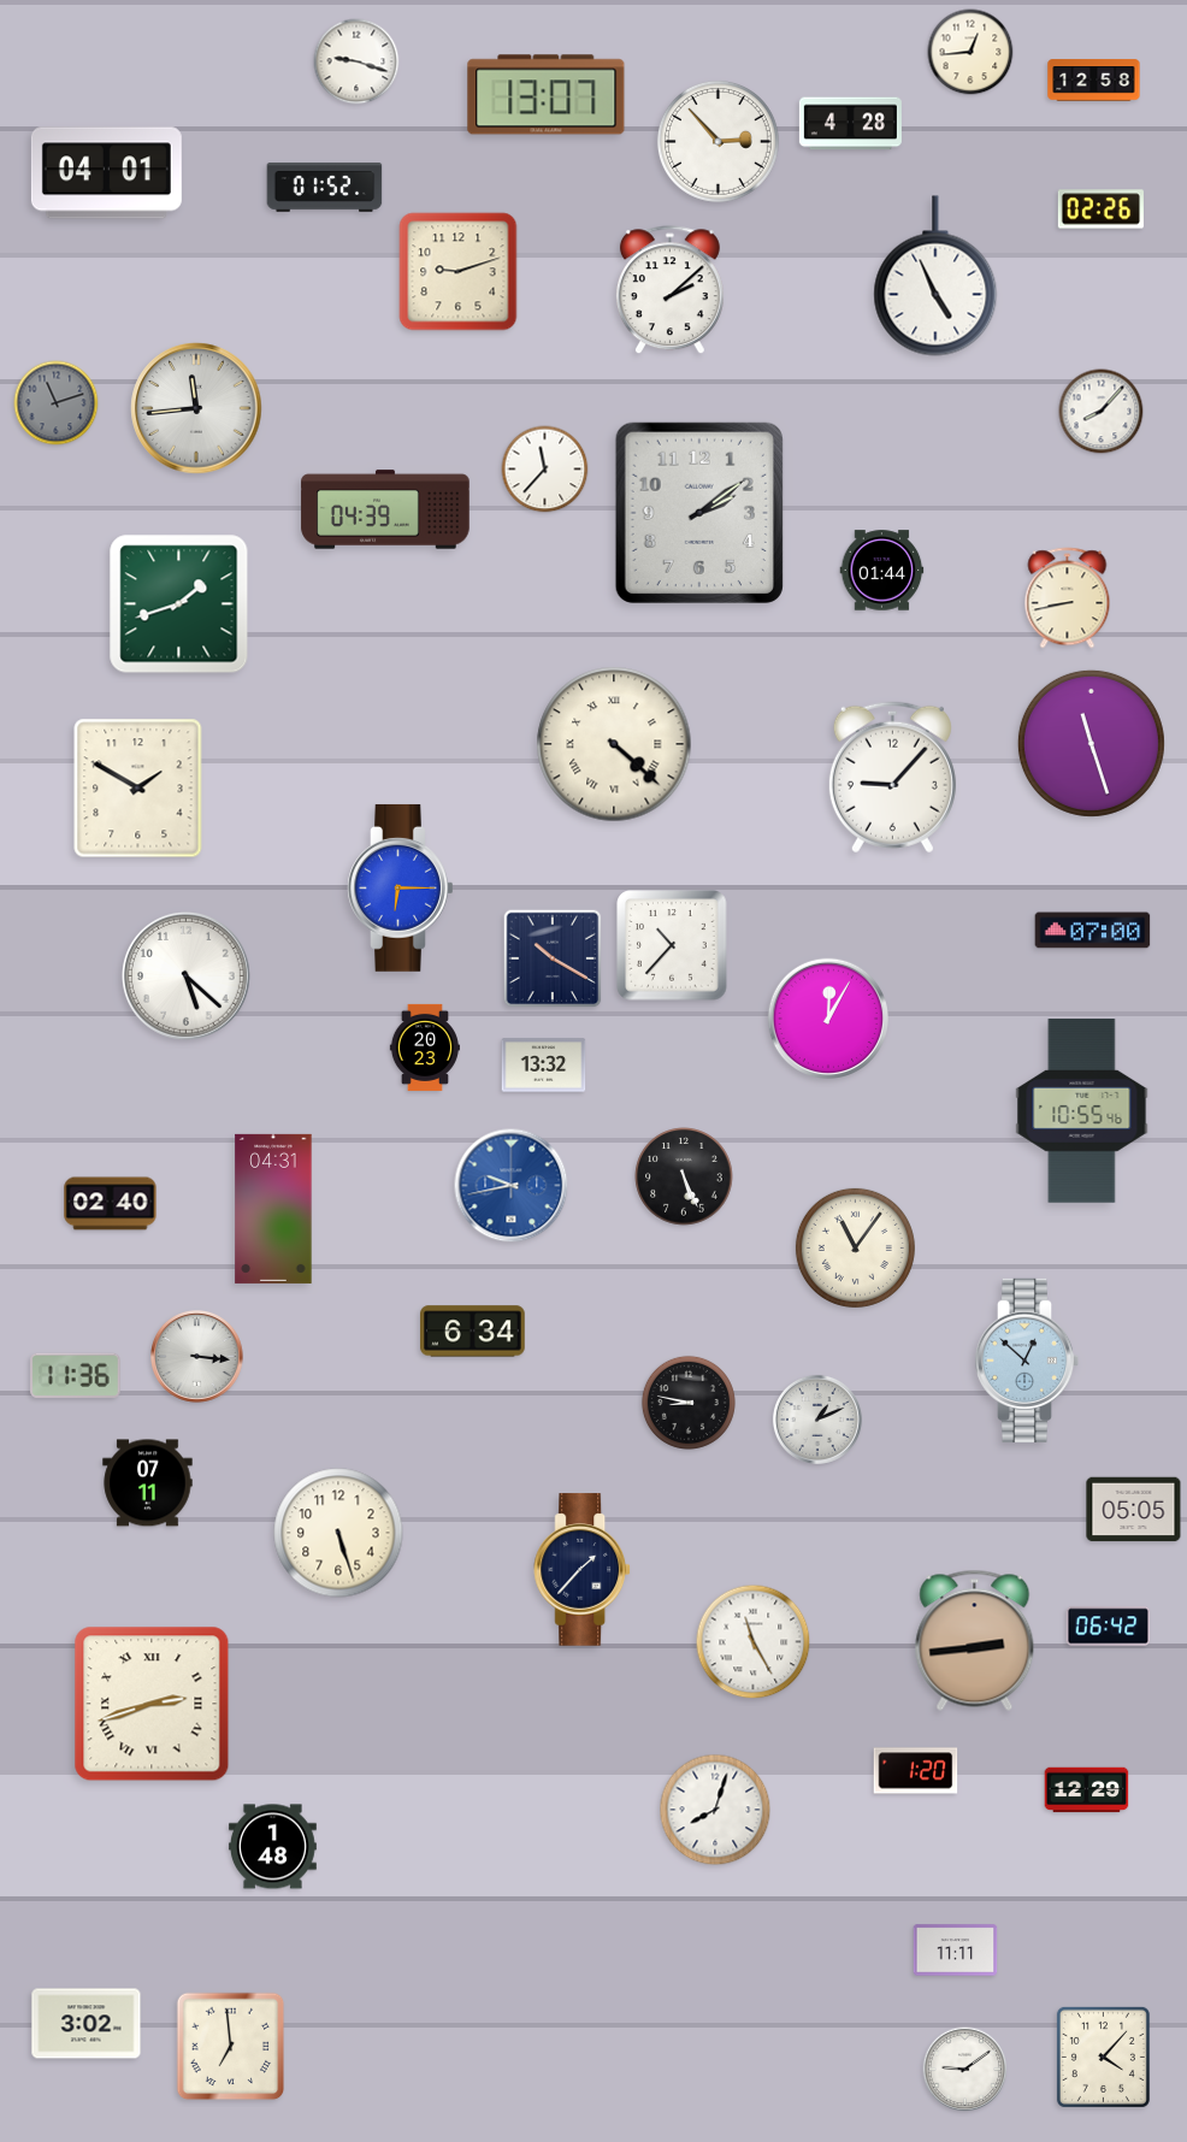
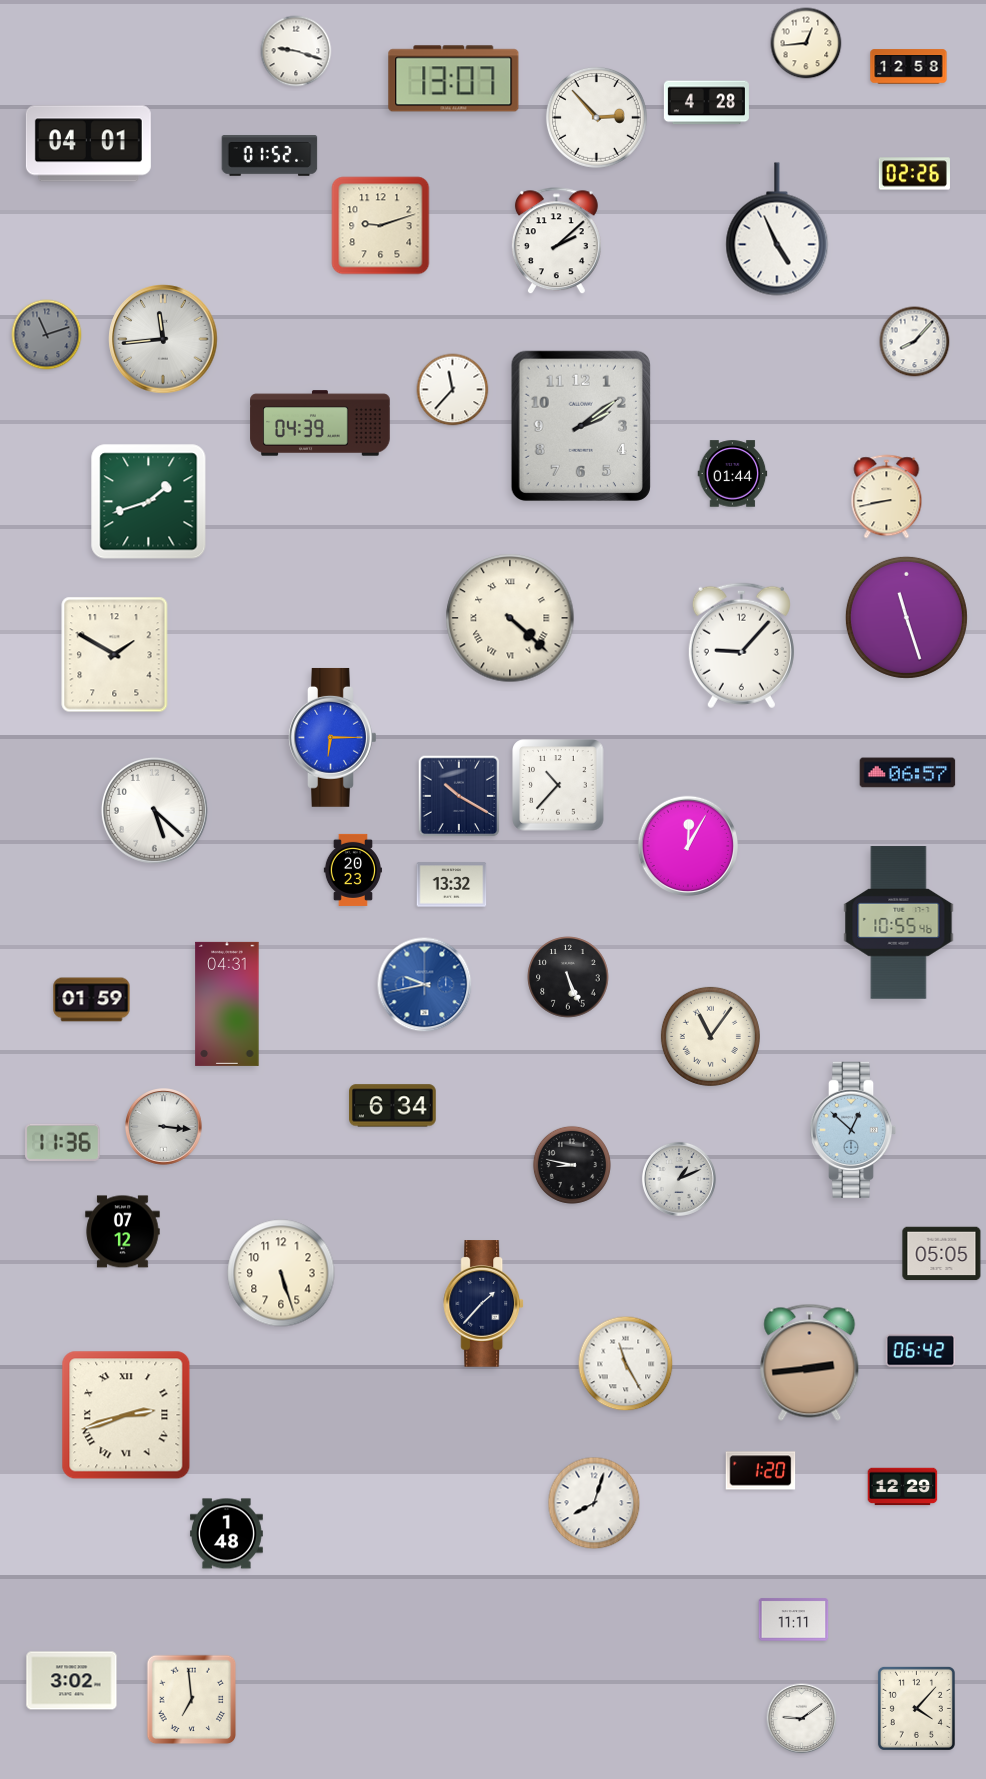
clock at (1093, 931): 07:00 -> 06:57
clock at (111, 1204): 02:40 -> 01:59
clock at (148, 1483): 07:11 -> 07:12
